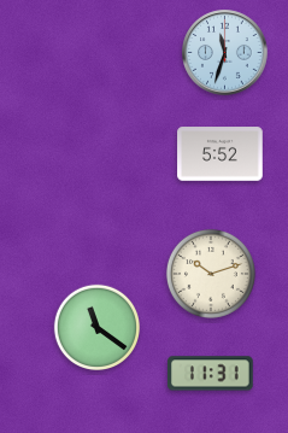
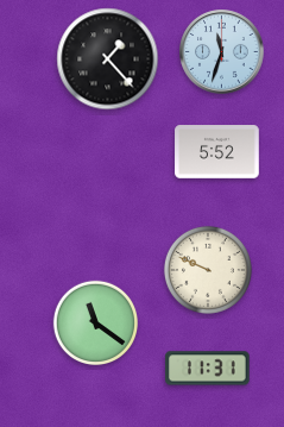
clock at (108, 59): none -> 1:23
clock at (211, 274): 10:12 -> 9:49
